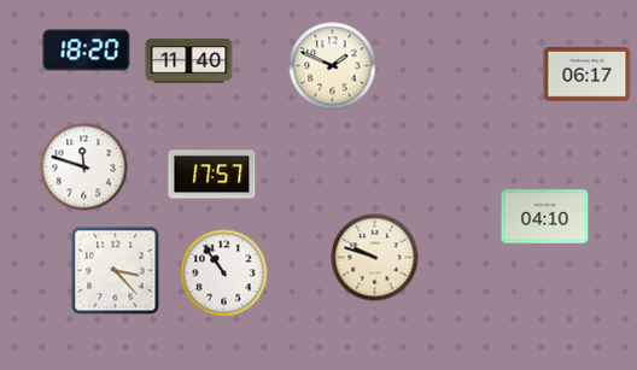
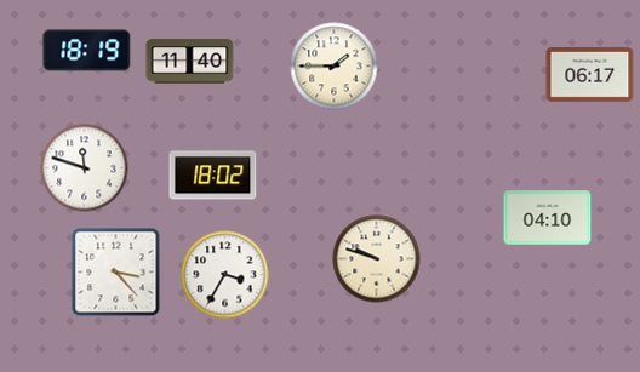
clock at (87, 51): 18:20 -> 18:19
clock at (333, 66): 1:49 -> 1:45
clock at (212, 175): 17:57 -> 18:02
clock at (224, 274): 10:54 -> 3:35
